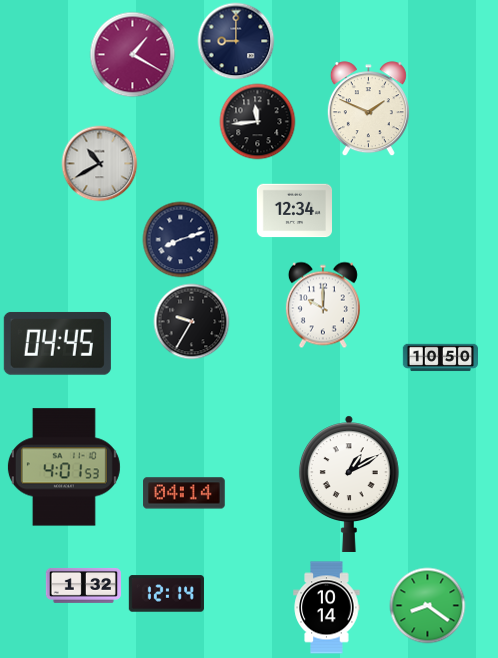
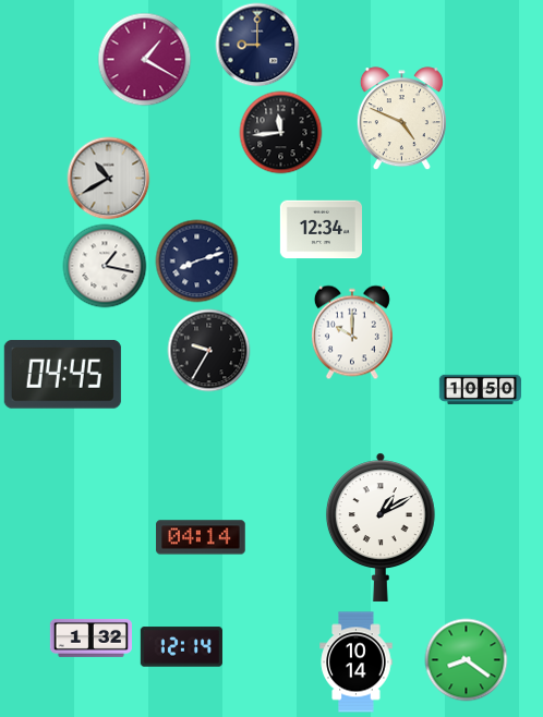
clock at (368, 109): 1:49 -> 4:49
clock at (105, 266): none -> 1:17
clock at (64, 467): 4:01 -> none
